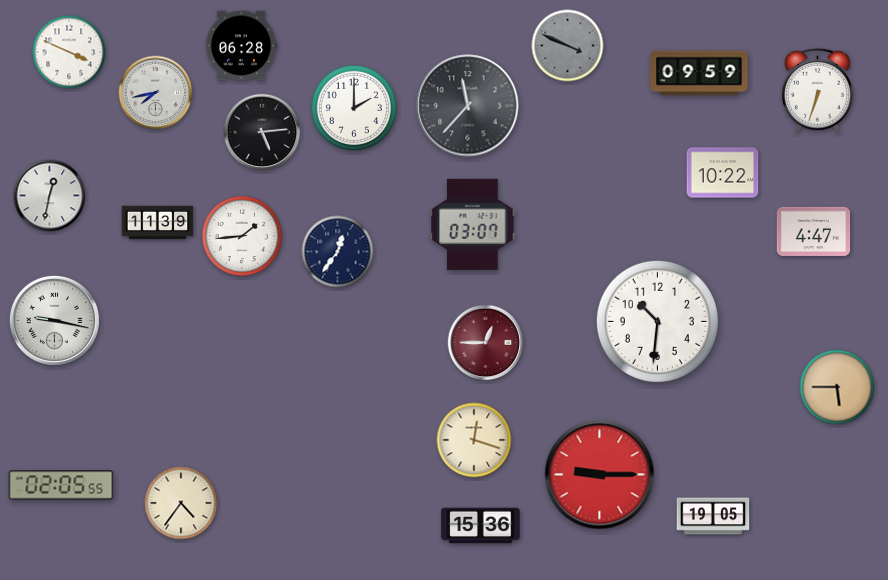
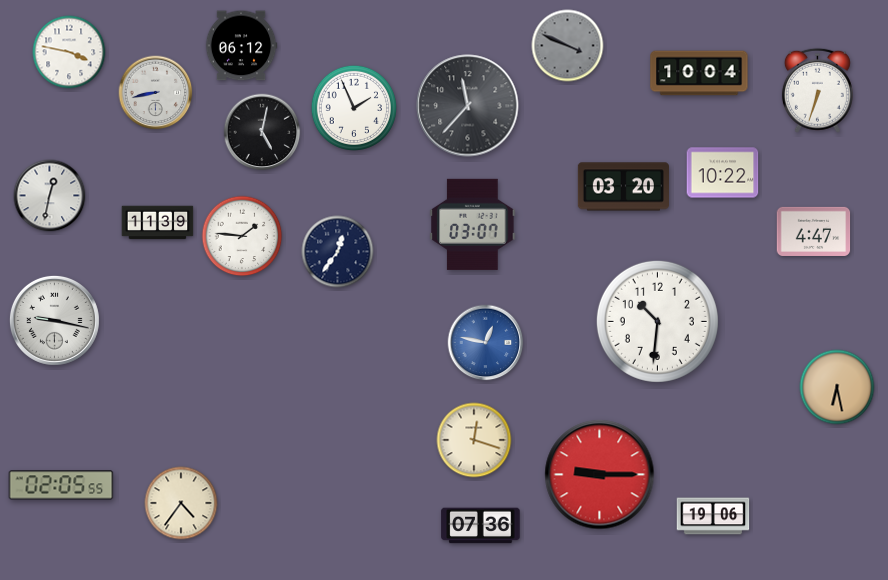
clock at (241, 46): 06:28 -> 06:12
clock at (69, 52): 3:49 -> 3:47
clock at (699, 73): 09:59 -> 10:04
clock at (156, 93): 7:43 -> 8:43
clock at (354, 108): 2:00 -> 1:56
clock at (262, 132): 5:14 -> 5:02
clock at (623, 187): none -> 03:20
clock at (242, 236): 1:44 -> 1:46
clock at (486, 343): 12:45 -> 12:47
clock at (486, 343) dial: burgundy -> blue
clock at (837, 387): 5:45 -> 6:28
clock at (713, 516): 19:05 -> 19:06
clock at (481, 526): 15:36 -> 07:36
